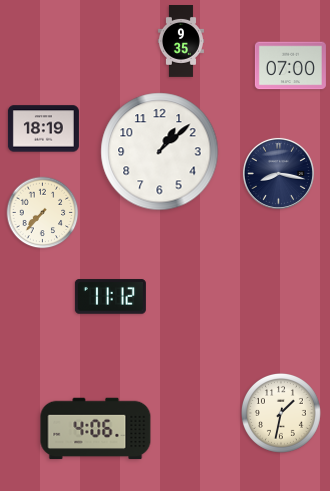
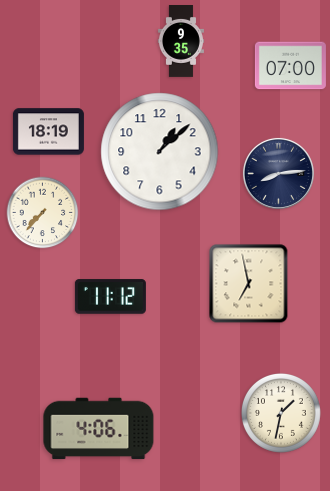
clock at (43, 129) position: (43, 129) -> (48, 132)
clock at (278, 173): 8:17 -> 8:14
clock at (249, 284): none -> 6:58
clock at (96, 429) position: (96, 429) -> (99, 429)
